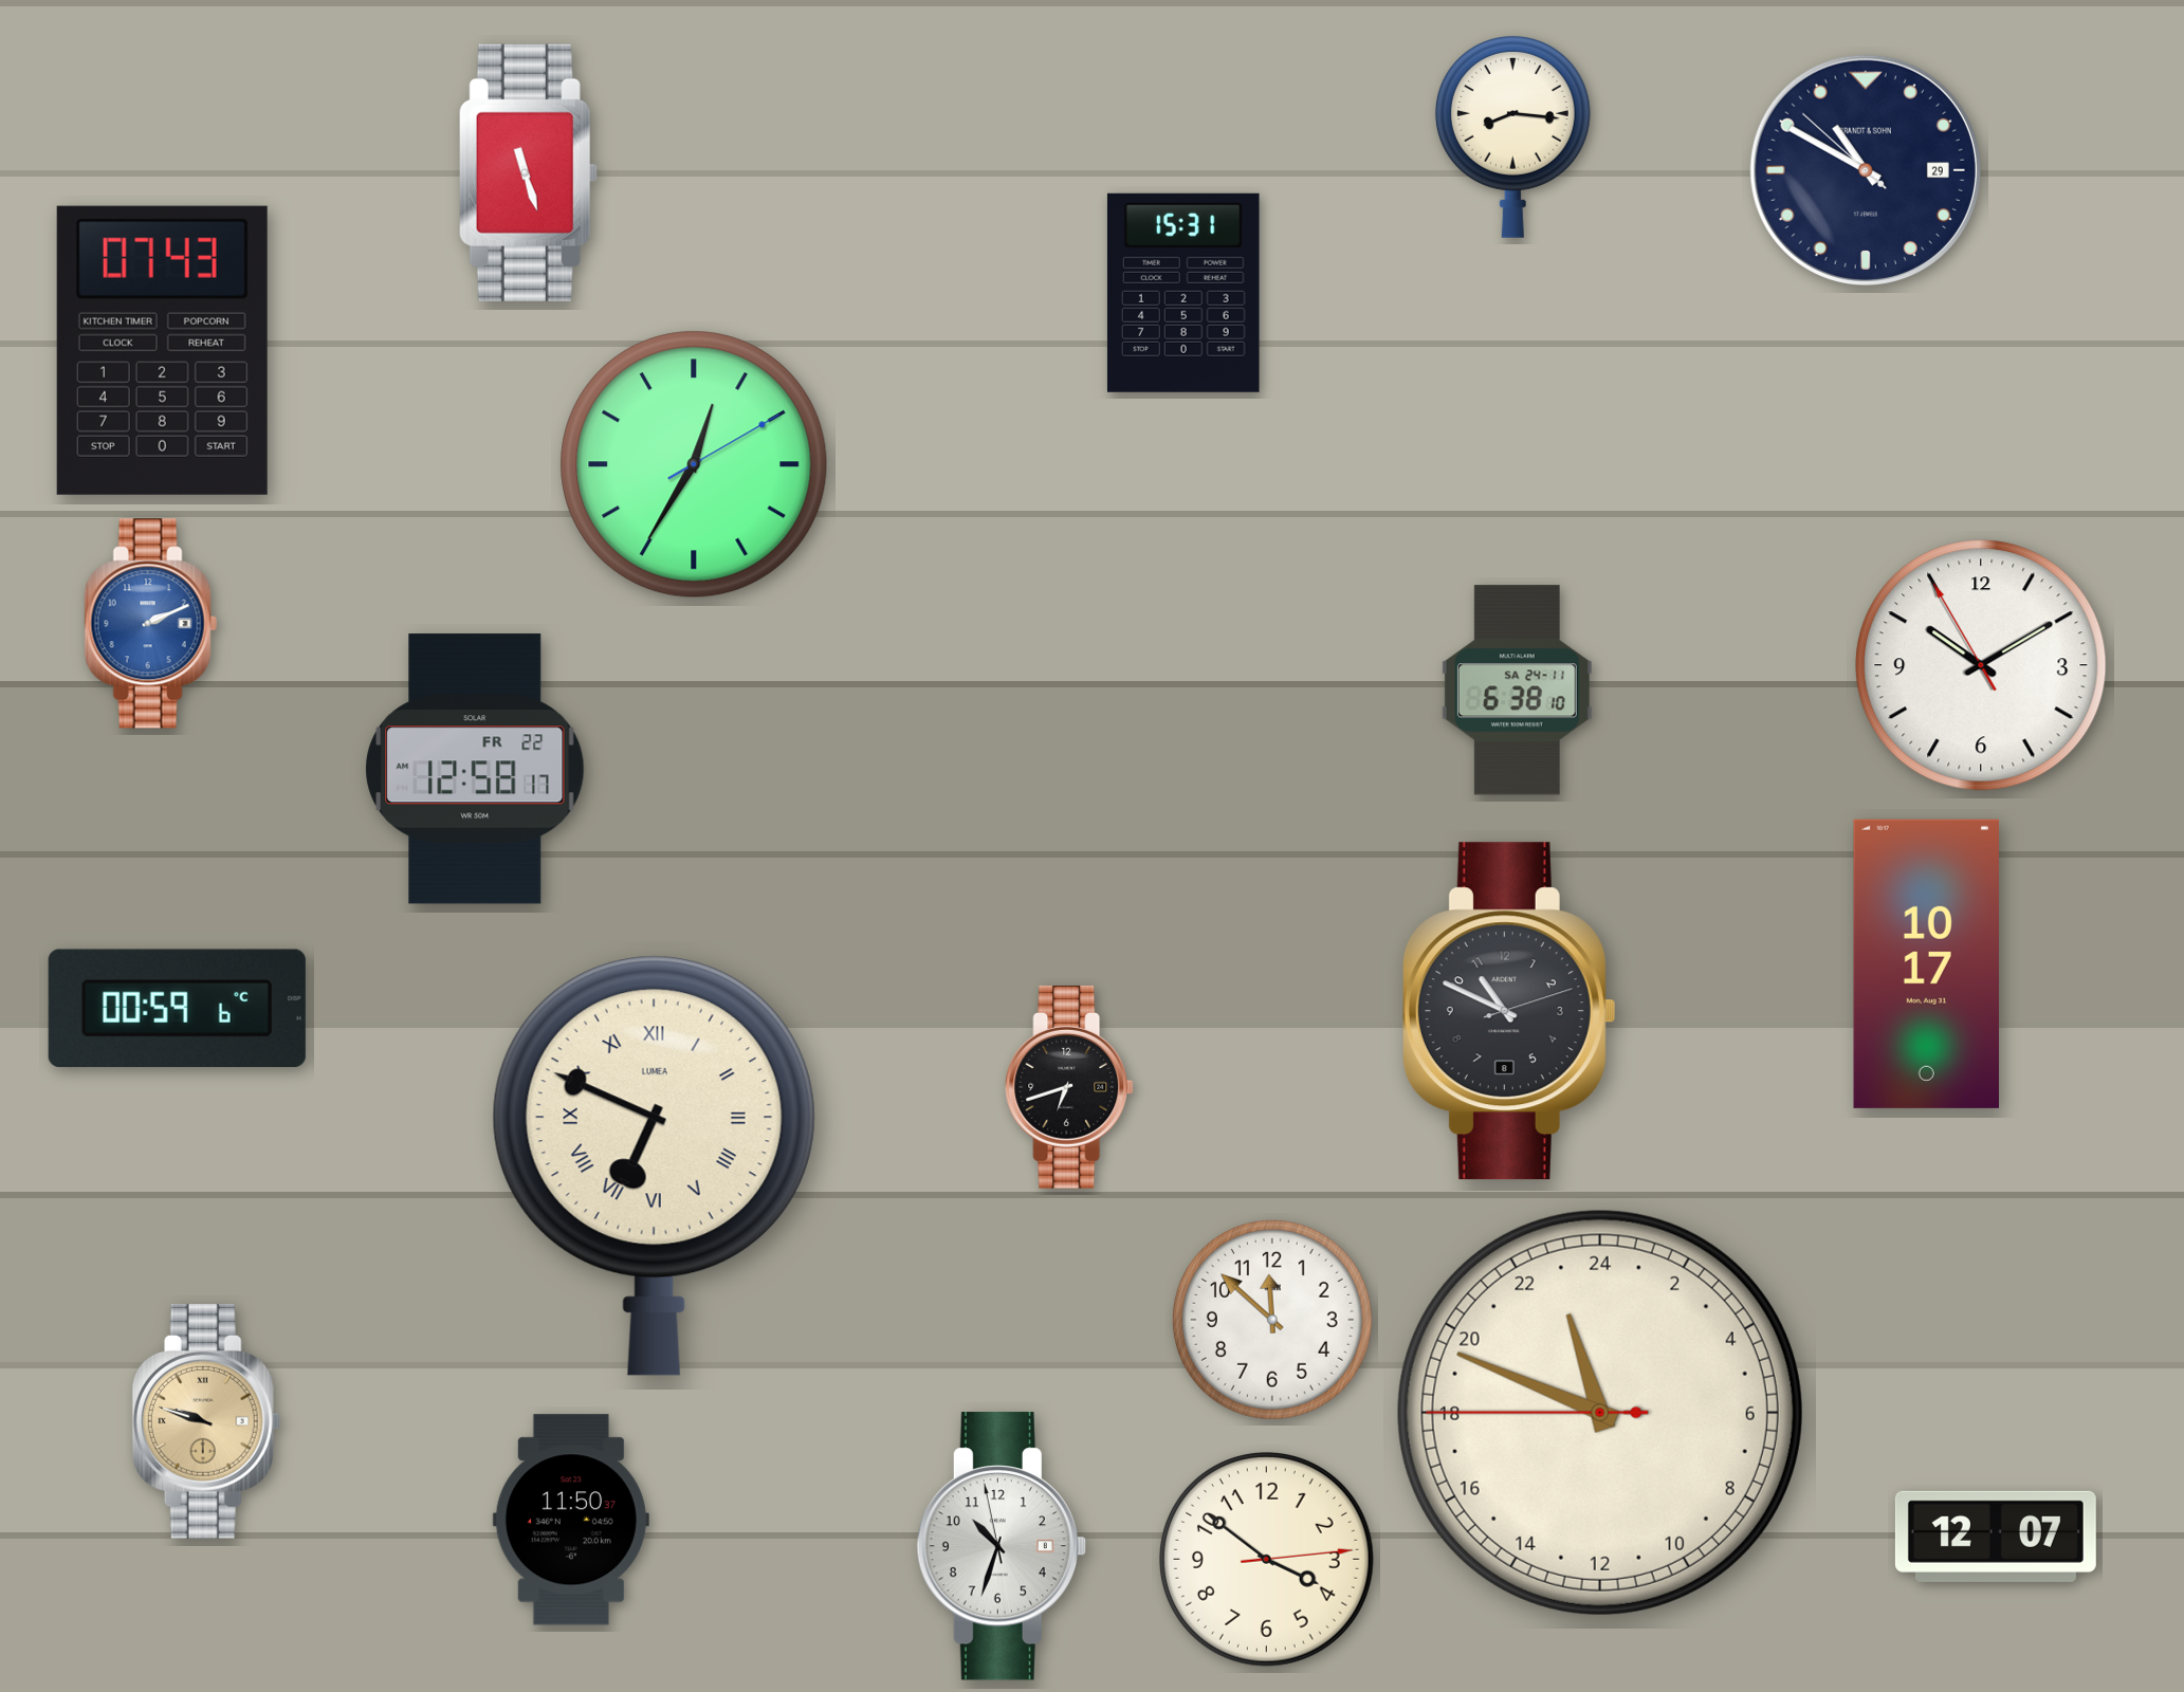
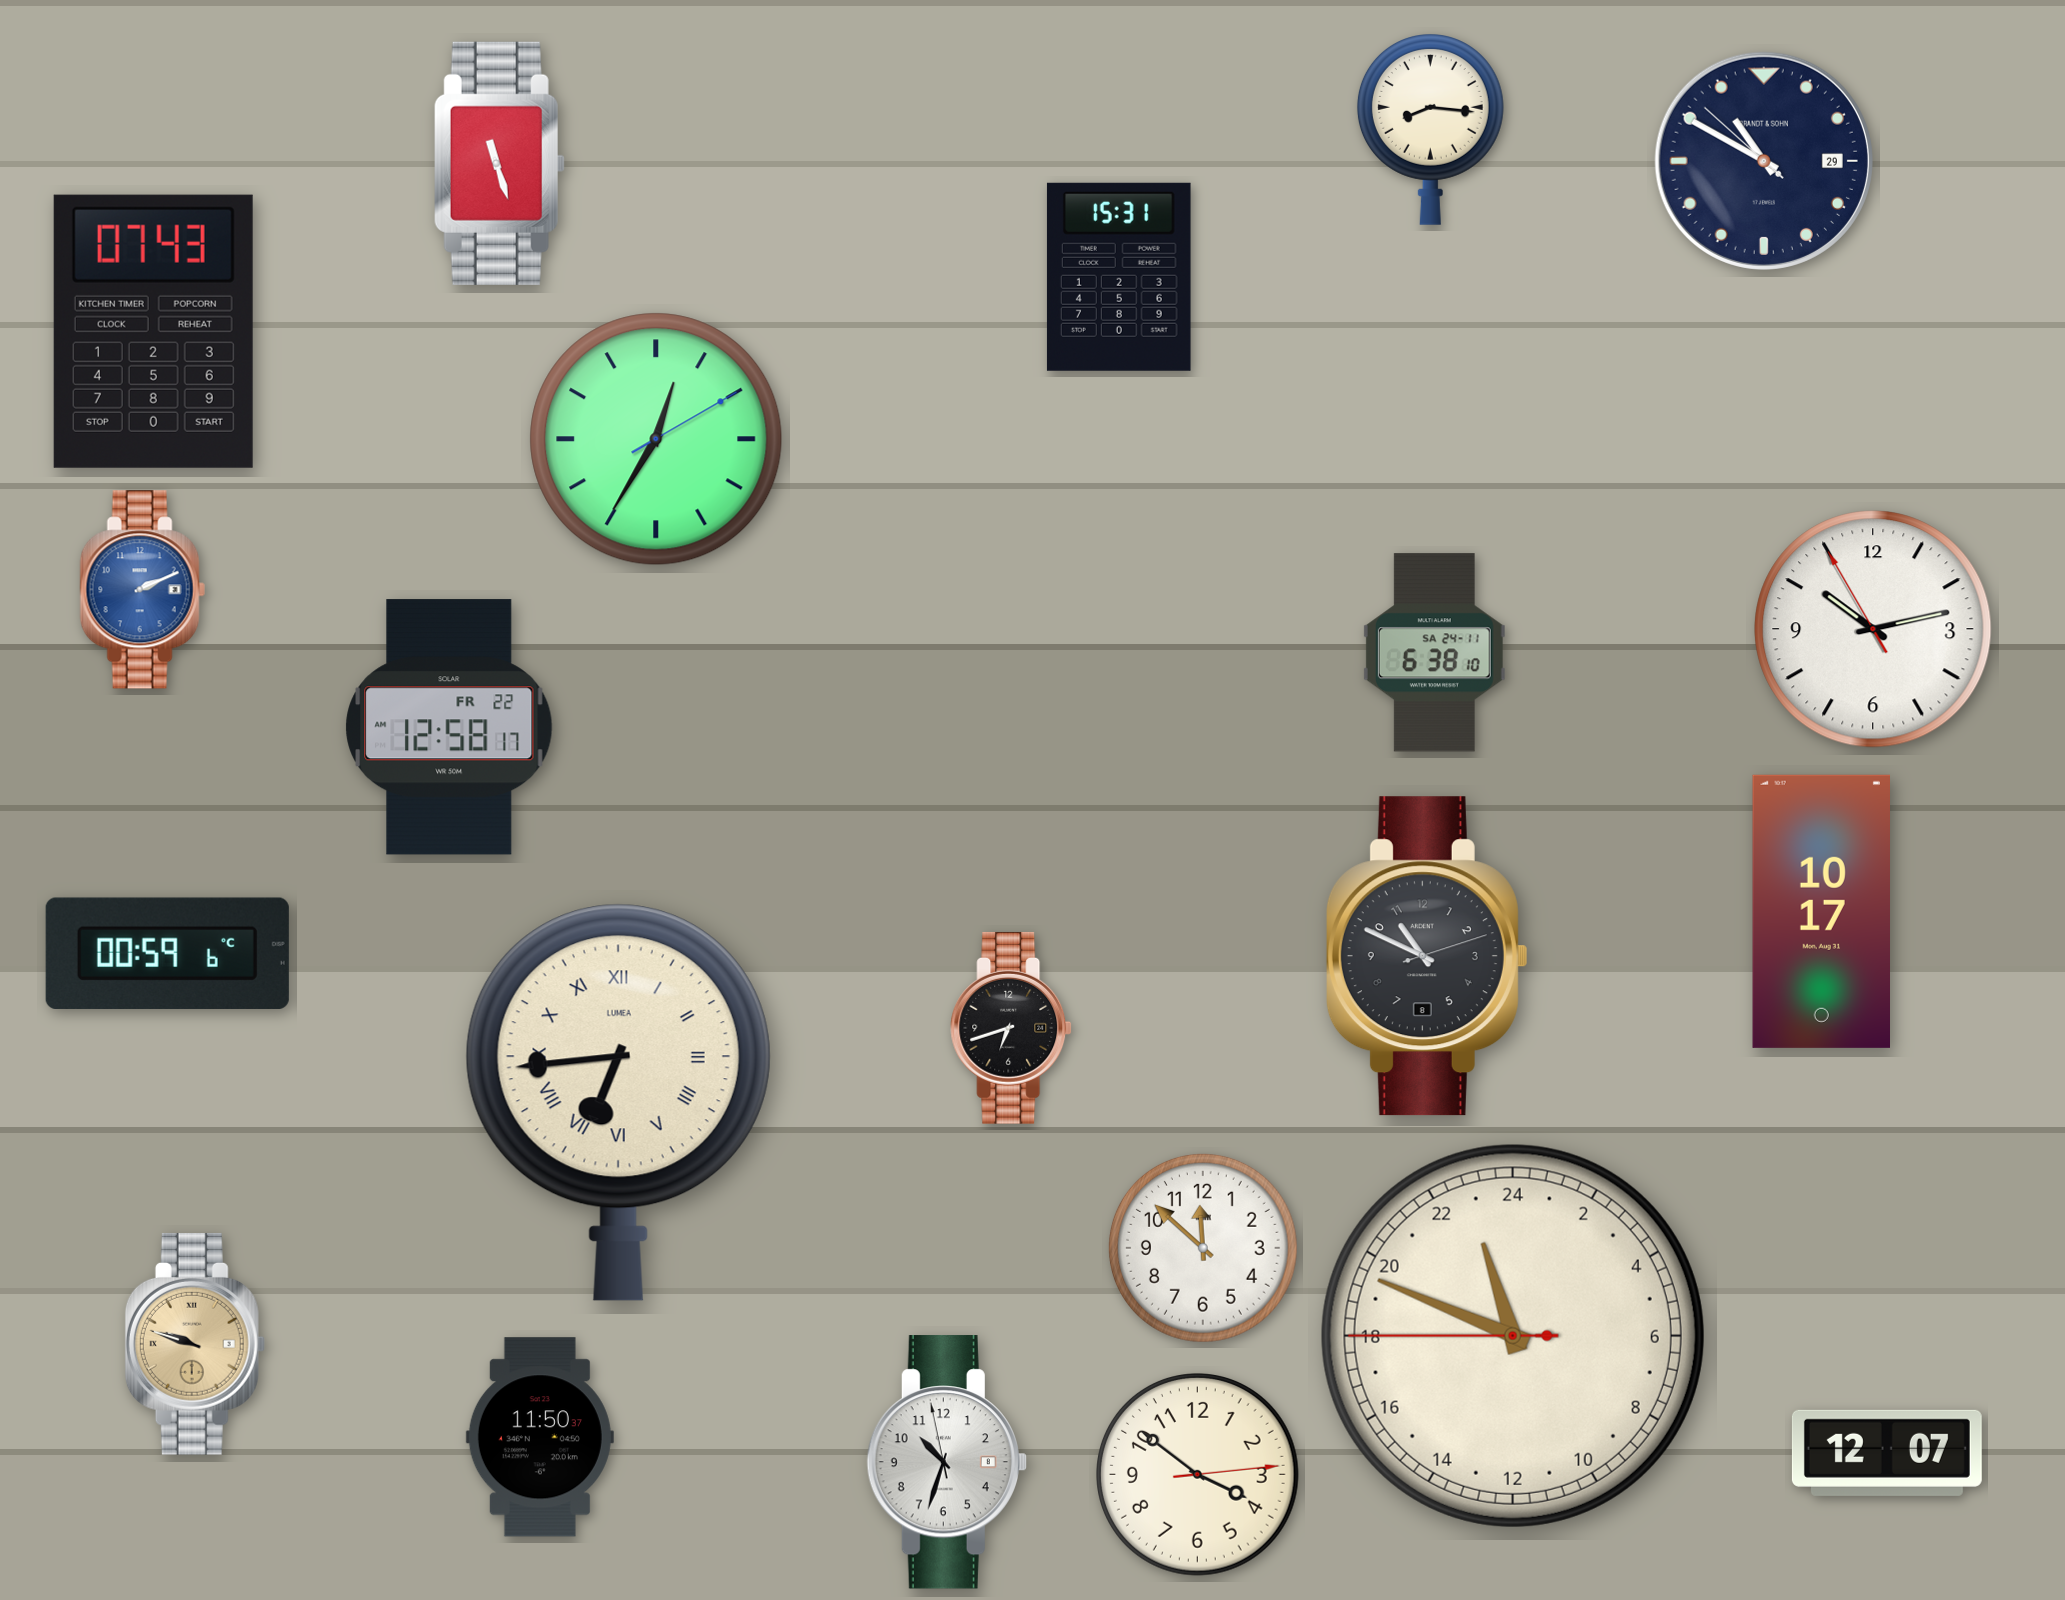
clock at (1981, 665): 10:09 -> 10:12
clock at (654, 1165): 6:49 -> 6:44
